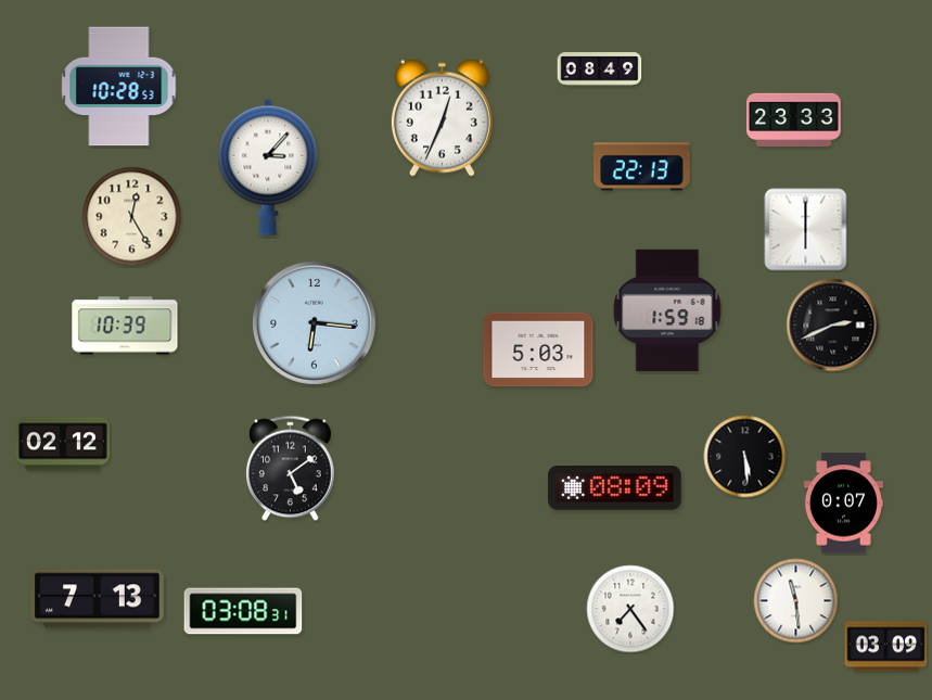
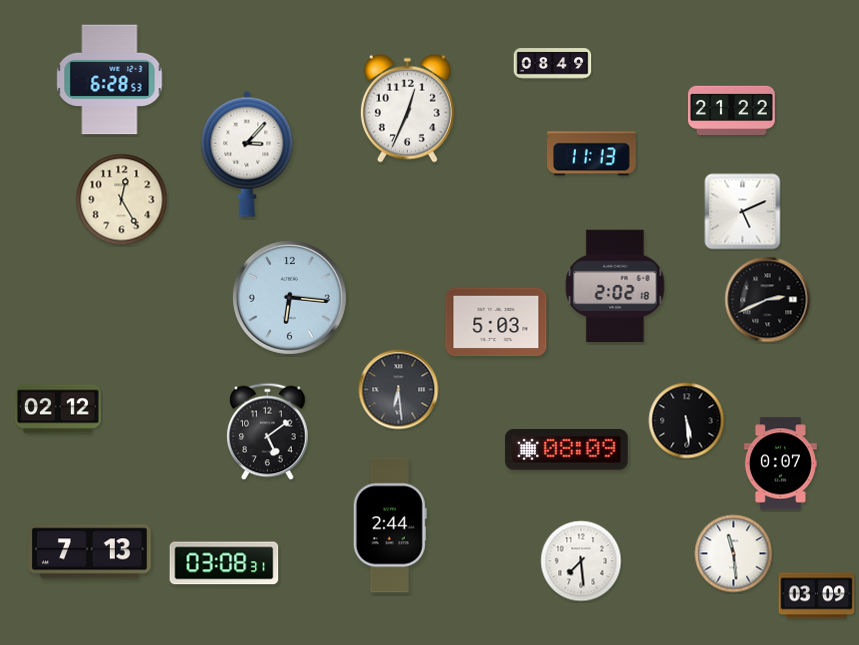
clock at (119, 87): 10:28 -> 6:28
clock at (794, 120): 23:33 -> 21:22
clock at (642, 167): 22:13 -> 11:13
clock at (806, 230): 6:00 -> 5:11
clock at (667, 310): 1:59 -> 2:02
clock at (125, 326): 10:39 -> none
clock at (399, 390): none -> 6:29
clock at (843, 504) position: (843, 504) -> (780, 464)
clock at (390, 525): none -> 2:44
clock at (630, 609): 7:24 -> 7:29
